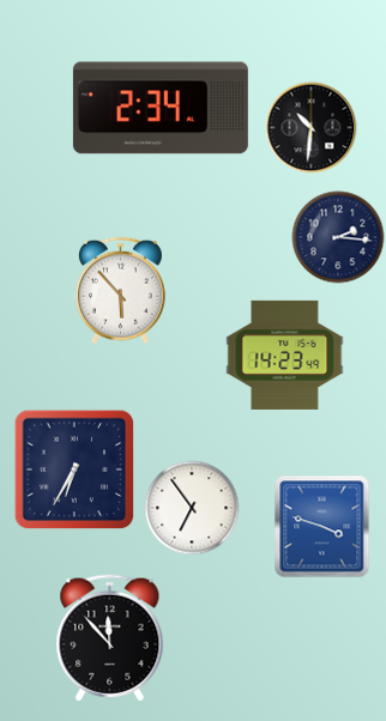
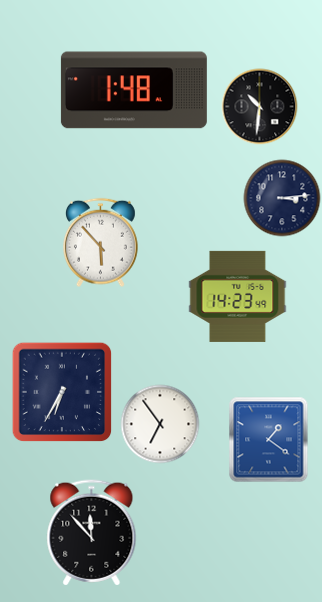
clock at (161, 108): 2:34 -> 1:48
clock at (338, 237): 2:16 -> 3:14
clock at (322, 527): 3:48 -> 1:21
